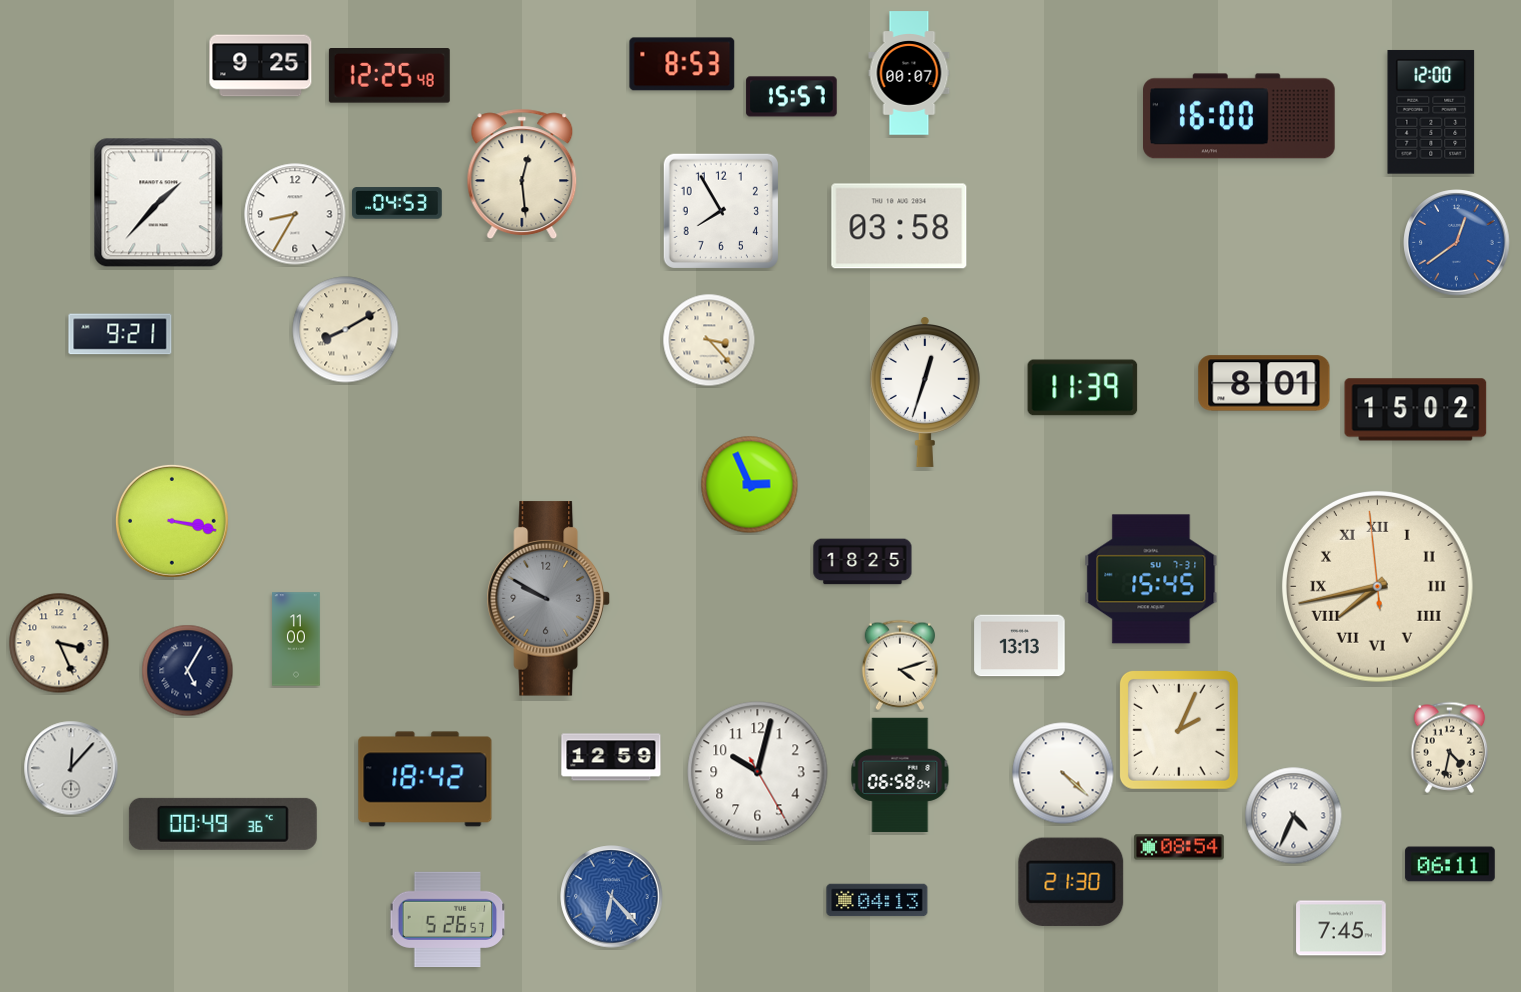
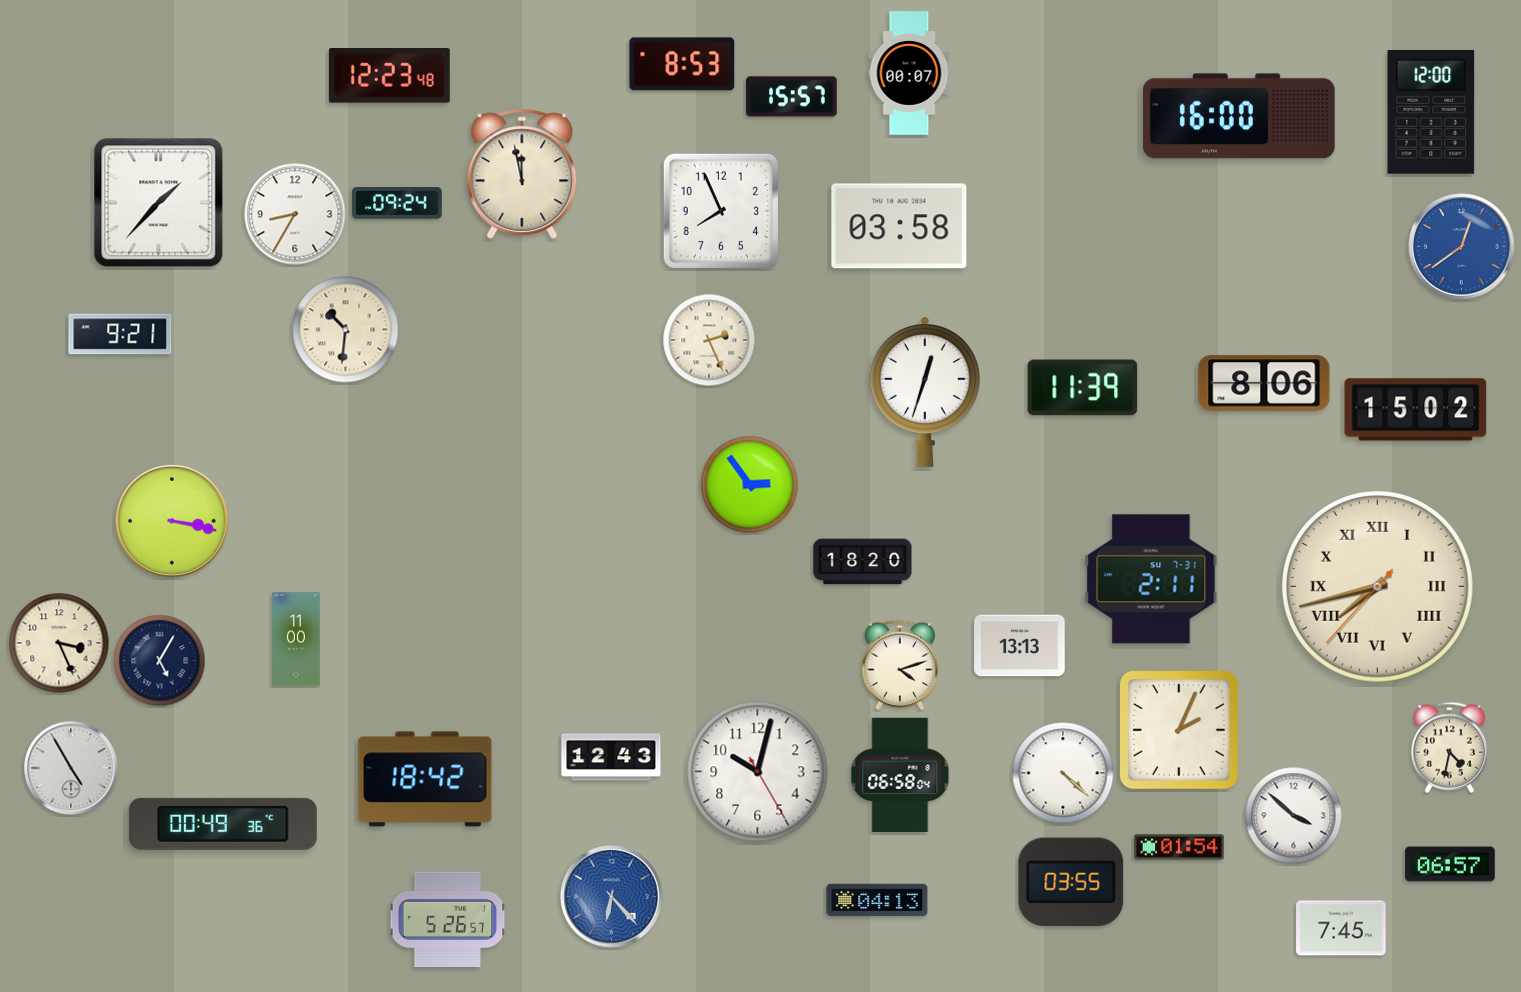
clock at (261, 66): 9:25 -> none
clock at (389, 76): 12:25 -> 12:23
clock at (522, 174): 12:29 -> 11:58
clock at (397, 203): 04:53 -> 09:24
clock at (721, 211): 7:55 -> 7:56
clock at (1457, 243) position: (1457, 243) -> (1462, 247)
clock at (346, 330): 8:10 -> 10:31
clock at (709, 340): 3:23 -> 2:26
clock at (1264, 383): 8:01 -> 8:06
clock at (750, 485): 2:56 -> 2:54
clock at (863, 562): 18:25 -> 18:20
clock at (1151, 579): 15:45 -> 2:11
clock at (1378, 587): 7:42:59 -> 7:42:37
clock at (548, 599): 9:50 -> none
clock at (188, 671) position: (188, 671) -> (160, 661)
clock at (611, 757): 12:59 -> 12:43
clock at (71, 768): 12:07 -> 4:55
clock at (1294, 816): 4:34 -> 3:52
clock at (1179, 847): 08:54 -> 01:54
clock at (1450, 864): 06:11 -> 06:57
clock at (1071, 882): 21:30 -> 03:55
